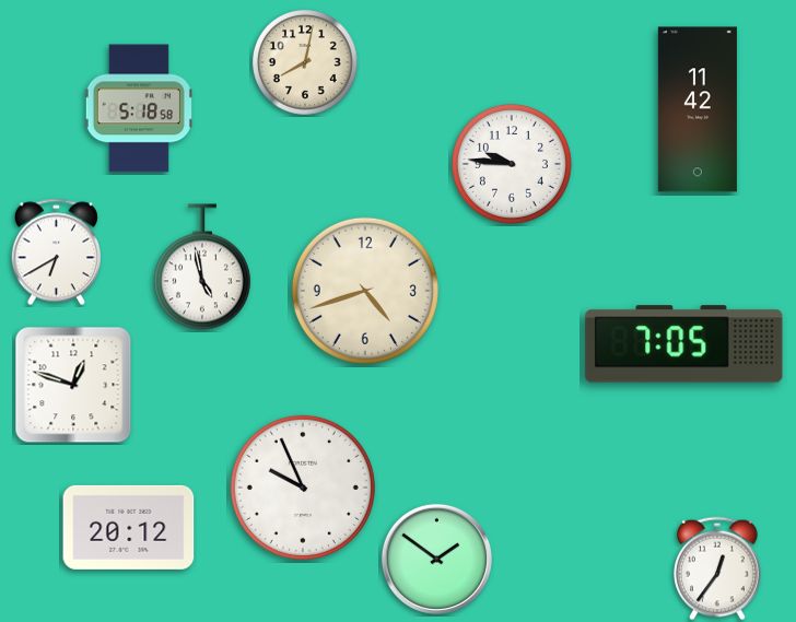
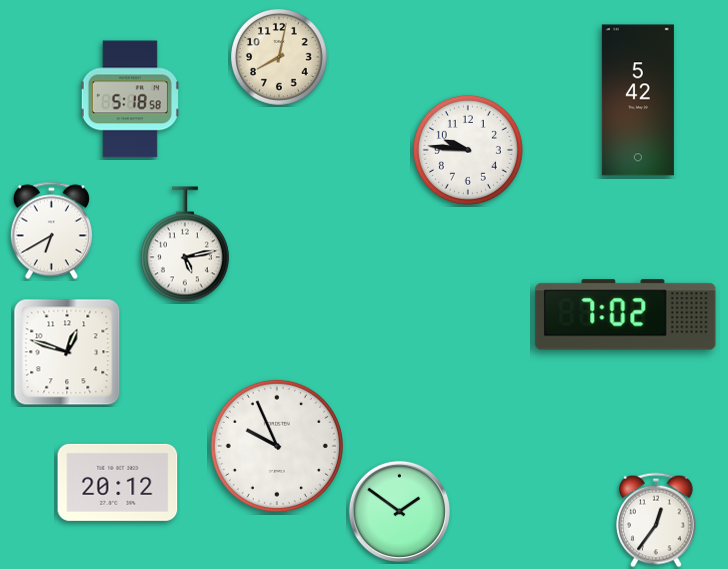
clock at (139, 108) position: (139, 108) -> (130, 99)
clock at (698, 109): 11:42 -> 5:42
clock at (202, 267): 4:58 -> 5:13
clock at (365, 291): 4:42 -> none
clock at (684, 344): 7:05 -> 7:02
